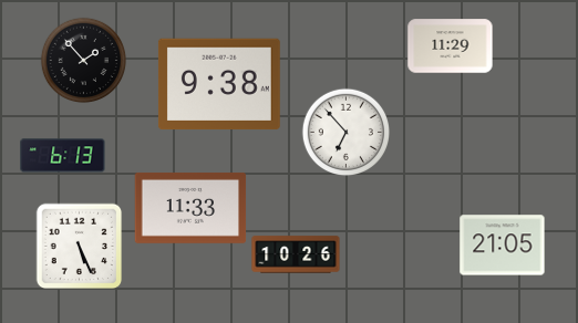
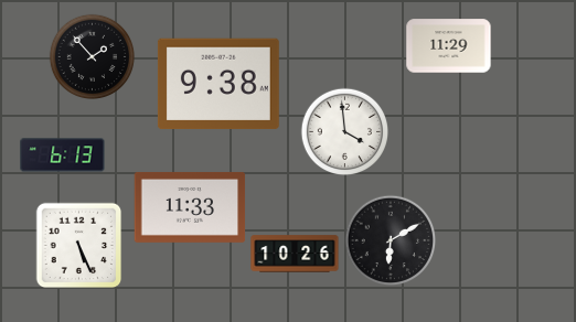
clock at (83, 60) position: (83, 60) -> (92, 56)
clock at (345, 132): 6:53 -> 3:59
clock at (391, 240): none -> 6:10
clock at (503, 246): 21:05 -> none
